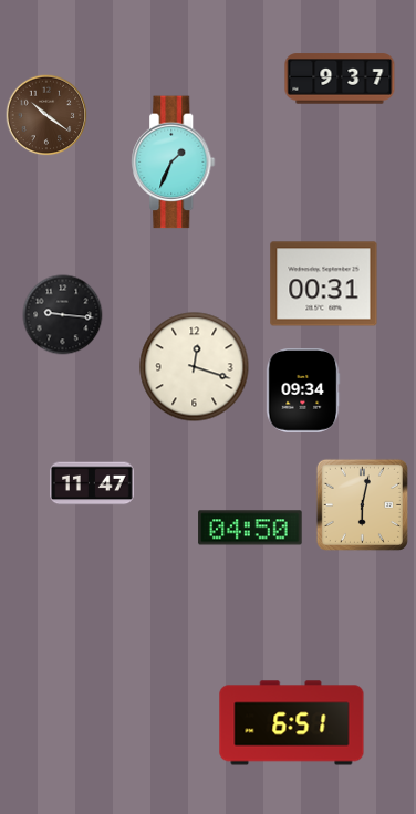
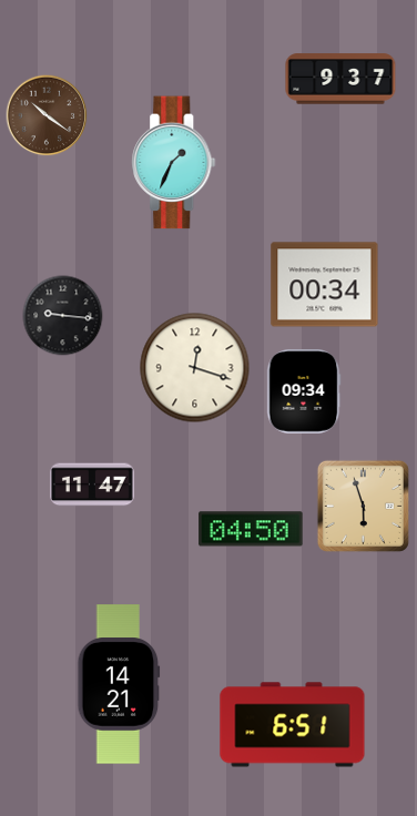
clock at (324, 284): 00:31 -> 00:34
clock at (362, 504): 6:02 -> 5:57
clock at (119, 684): none -> 14:21
